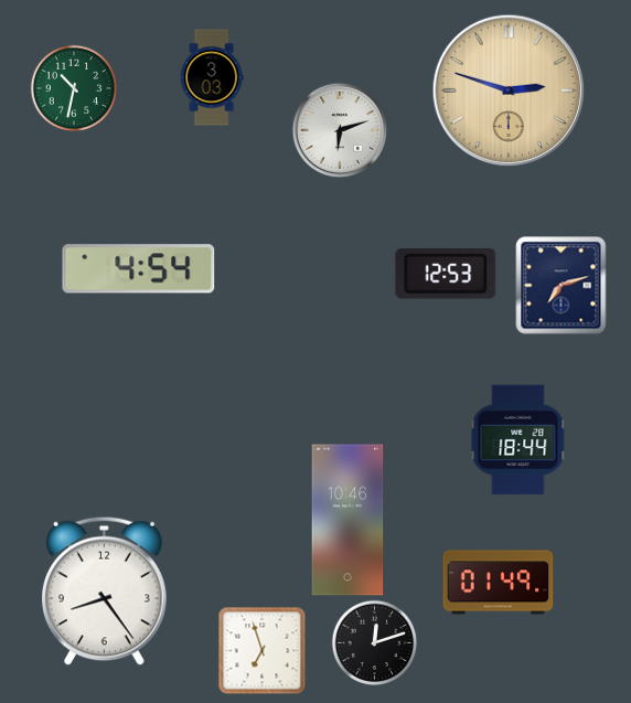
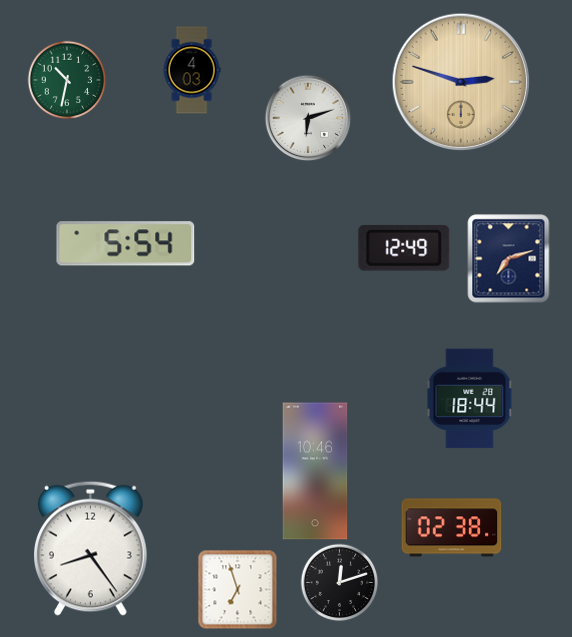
clock at (212, 77): 3:03 -> 4:03
clock at (139, 269): 4:54 -> 5:54
clock at (446, 274): 12:53 -> 12:49
clock at (499, 583): 01:49 -> 02:38
clock at (105, 590) position: (105, 590) -> (91, 548)
